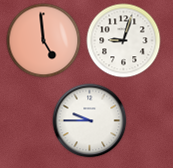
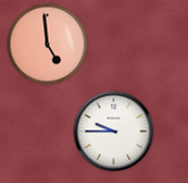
clock at (124, 41): 9:03 -> none
clock at (90, 121) position: (90, 121) -> (114, 132)
